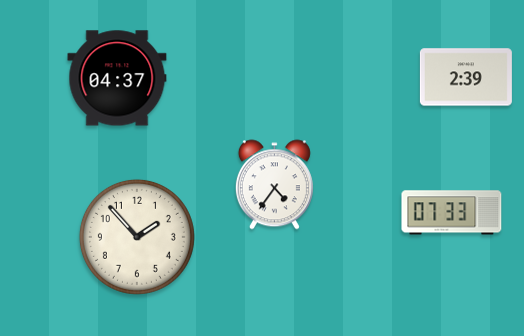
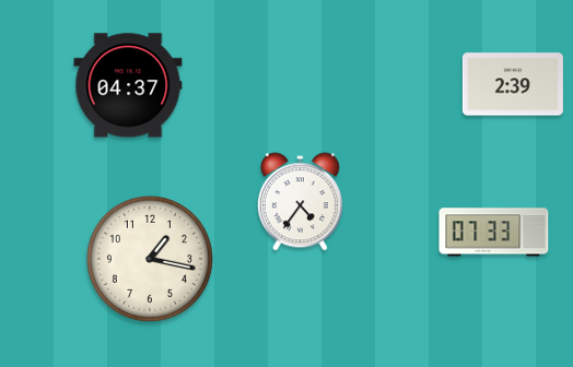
clock at (466, 77) position: (466, 77) -> (513, 84)
clock at (137, 237): 1:53 -> 1:17
